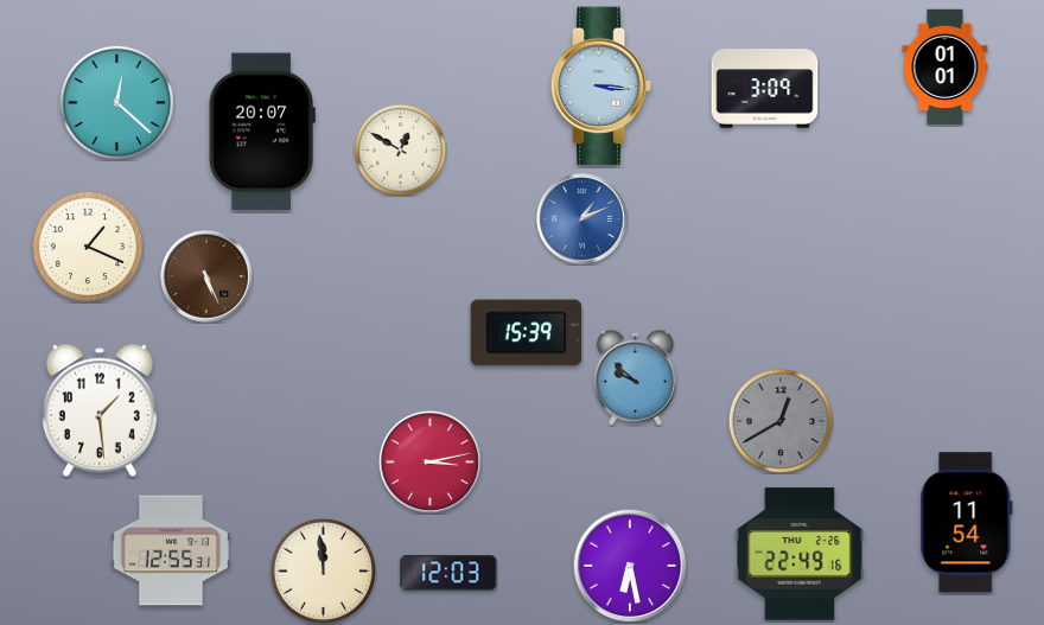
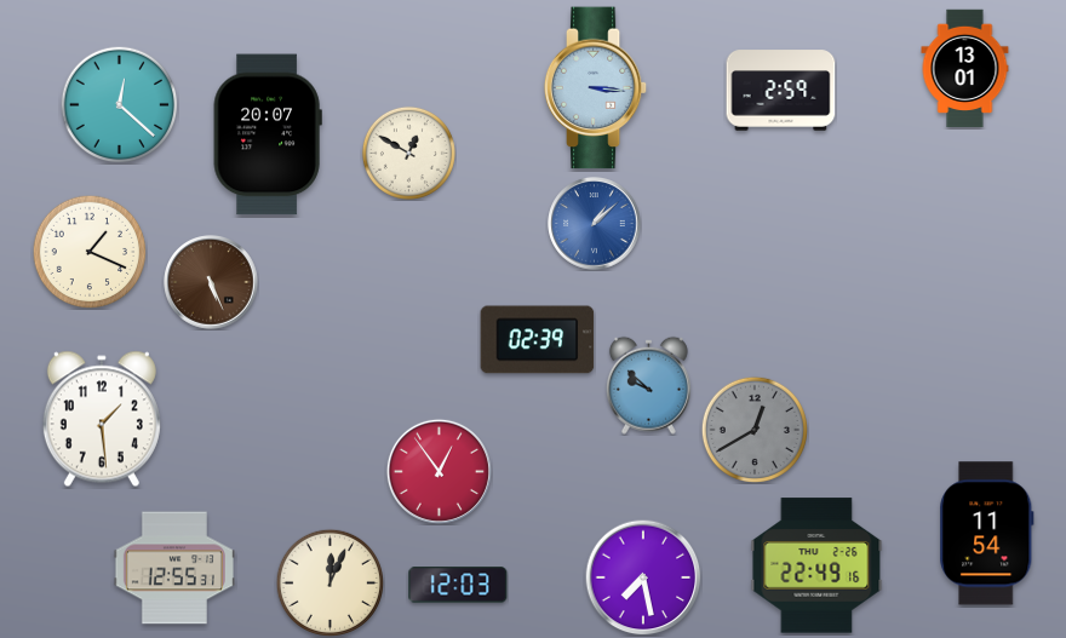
clock at (946, 68): 01:01 -> 13:01
clock at (601, 87) position: (601, 87) -> (596, 88)
clock at (765, 89): 3:09 -> 2:59
clock at (583, 219): 1:11 -> 1:08
clock at (527, 333): 15:39 -> 02:39
clock at (779, 420) position: (779, 420) -> (753, 429)
clock at (429, 461): 3:13 -> 12:54
clock at (171, 550) position: (171, 550) -> (174, 568)
clock at (630, 566): 6:28 -> 7:28
clock at (323, 570): 11:59 -> 12:04
